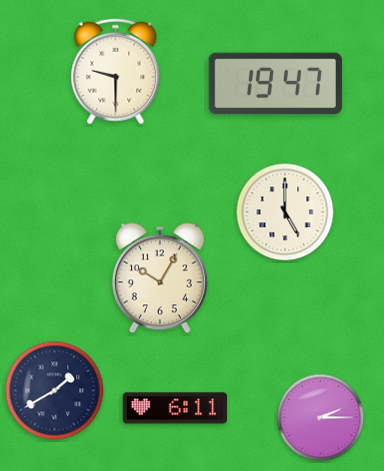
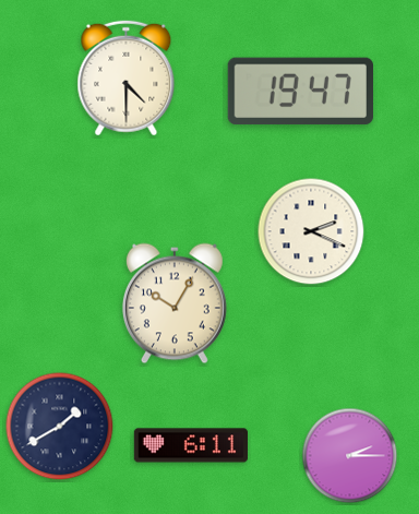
clock at (116, 72): 9:30 -> 4:30
clock at (285, 212): 5:00 -> 2:19
